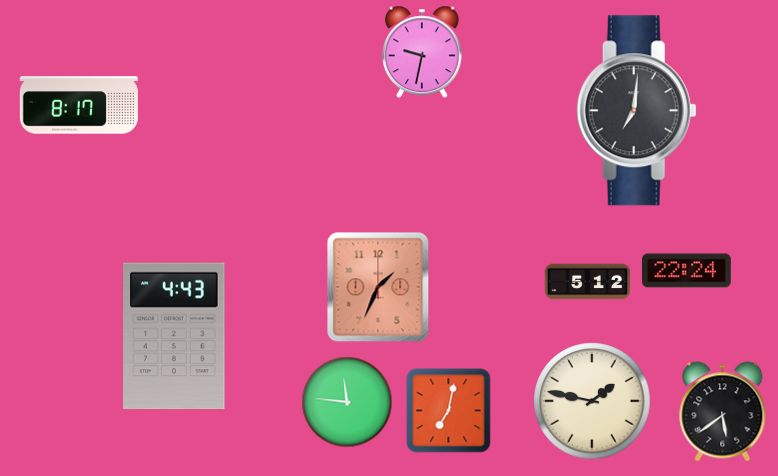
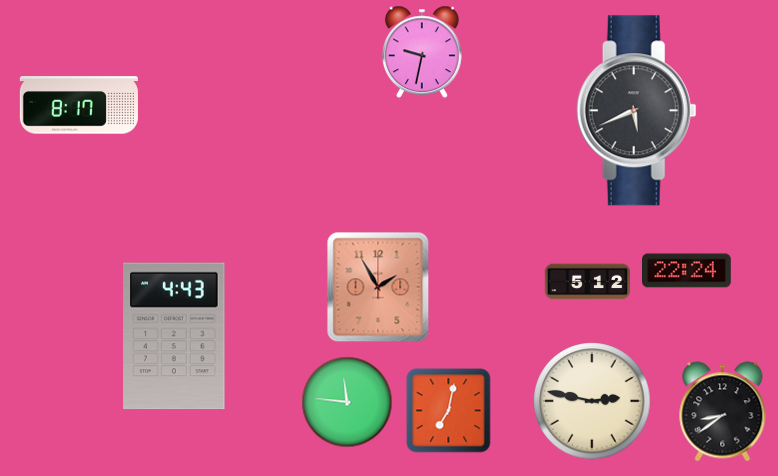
clock at (636, 111): 7:01 -> 5:41
clock at (378, 287): 1:34 -> 1:55
clock at (592, 401): 1:47 -> 2:47
clock at (723, 412): 5:39 -> 8:39
